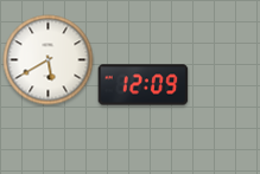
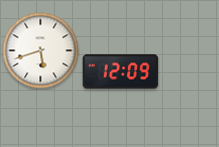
clock at (49, 60): 5:40 -> 5:42
